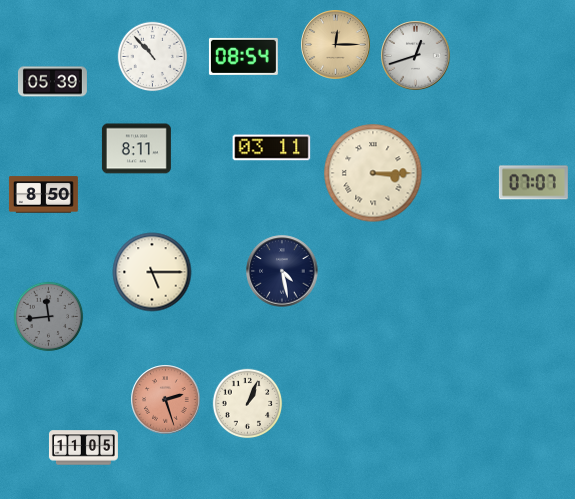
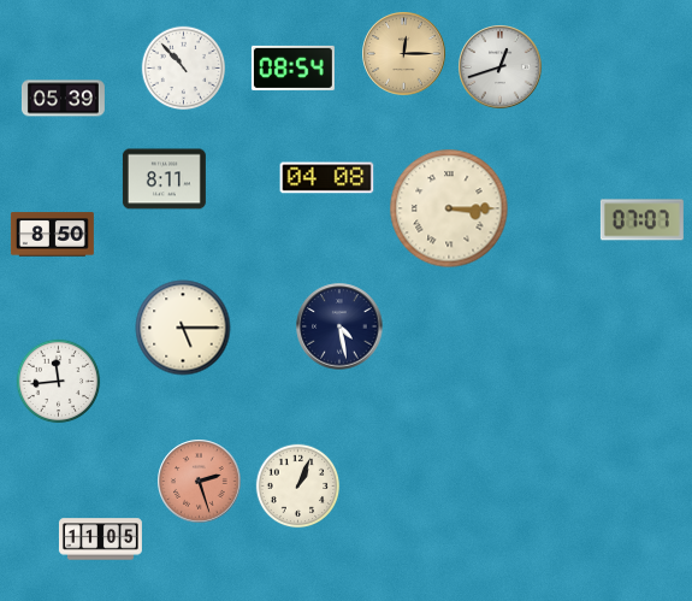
clock at (272, 148): 03:11 -> 04:08
clock at (49, 317) dial: grey -> white
